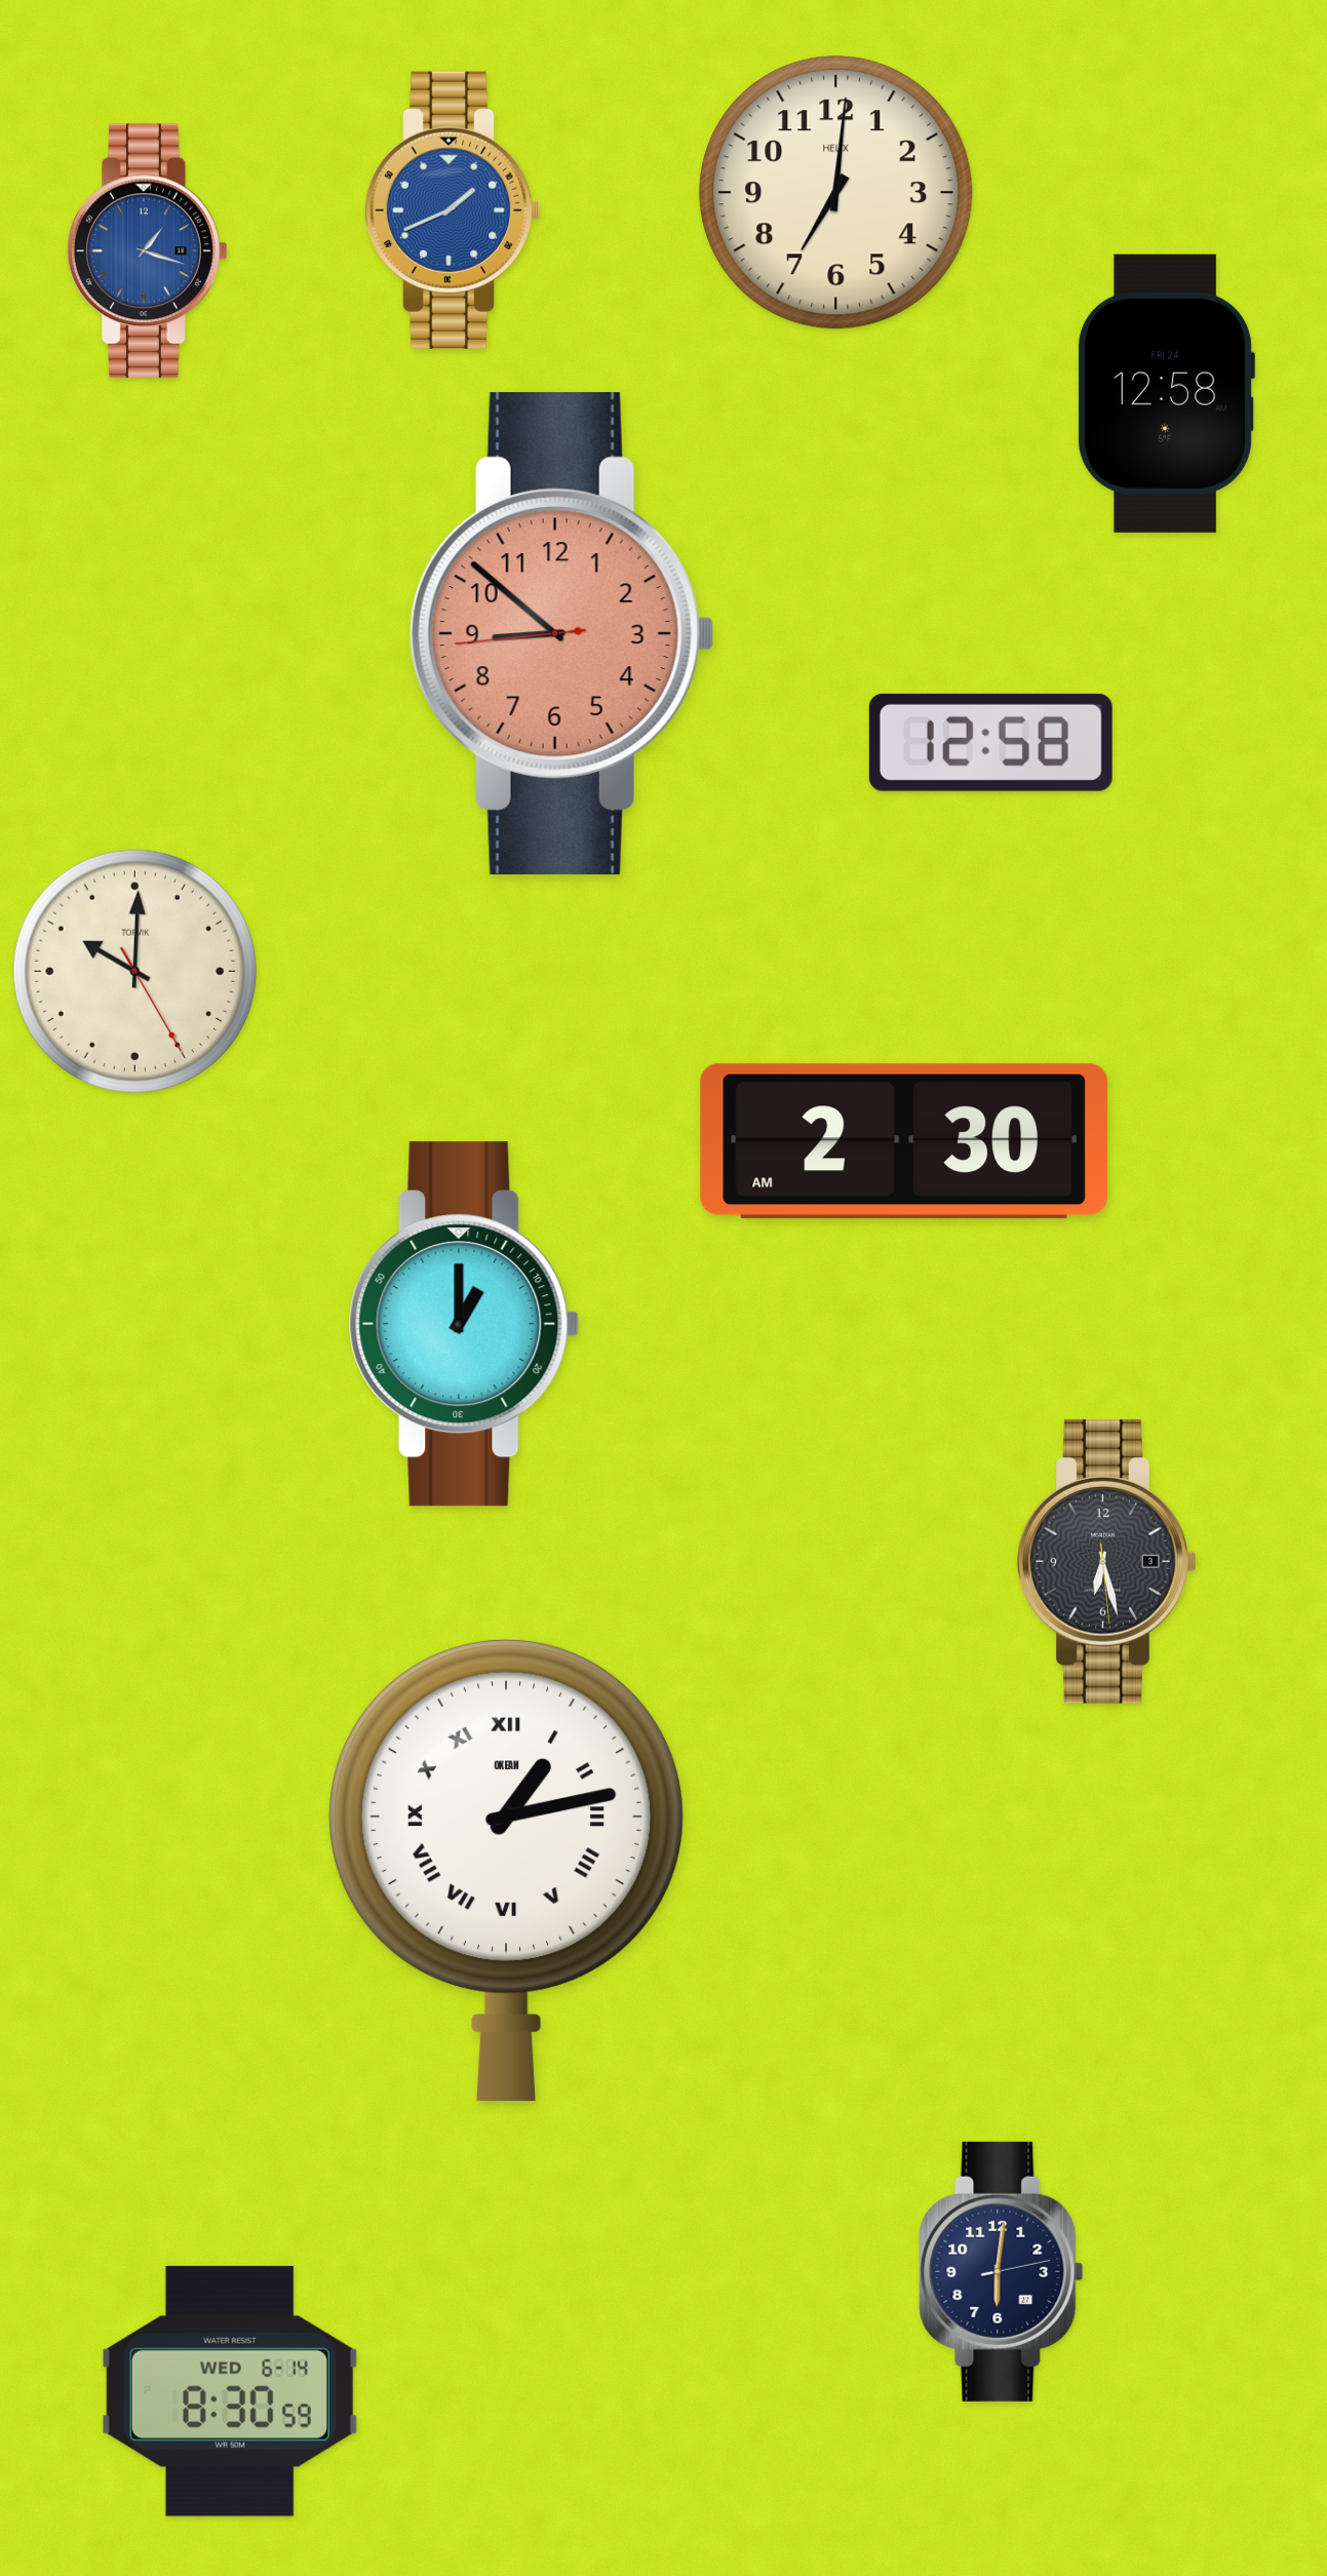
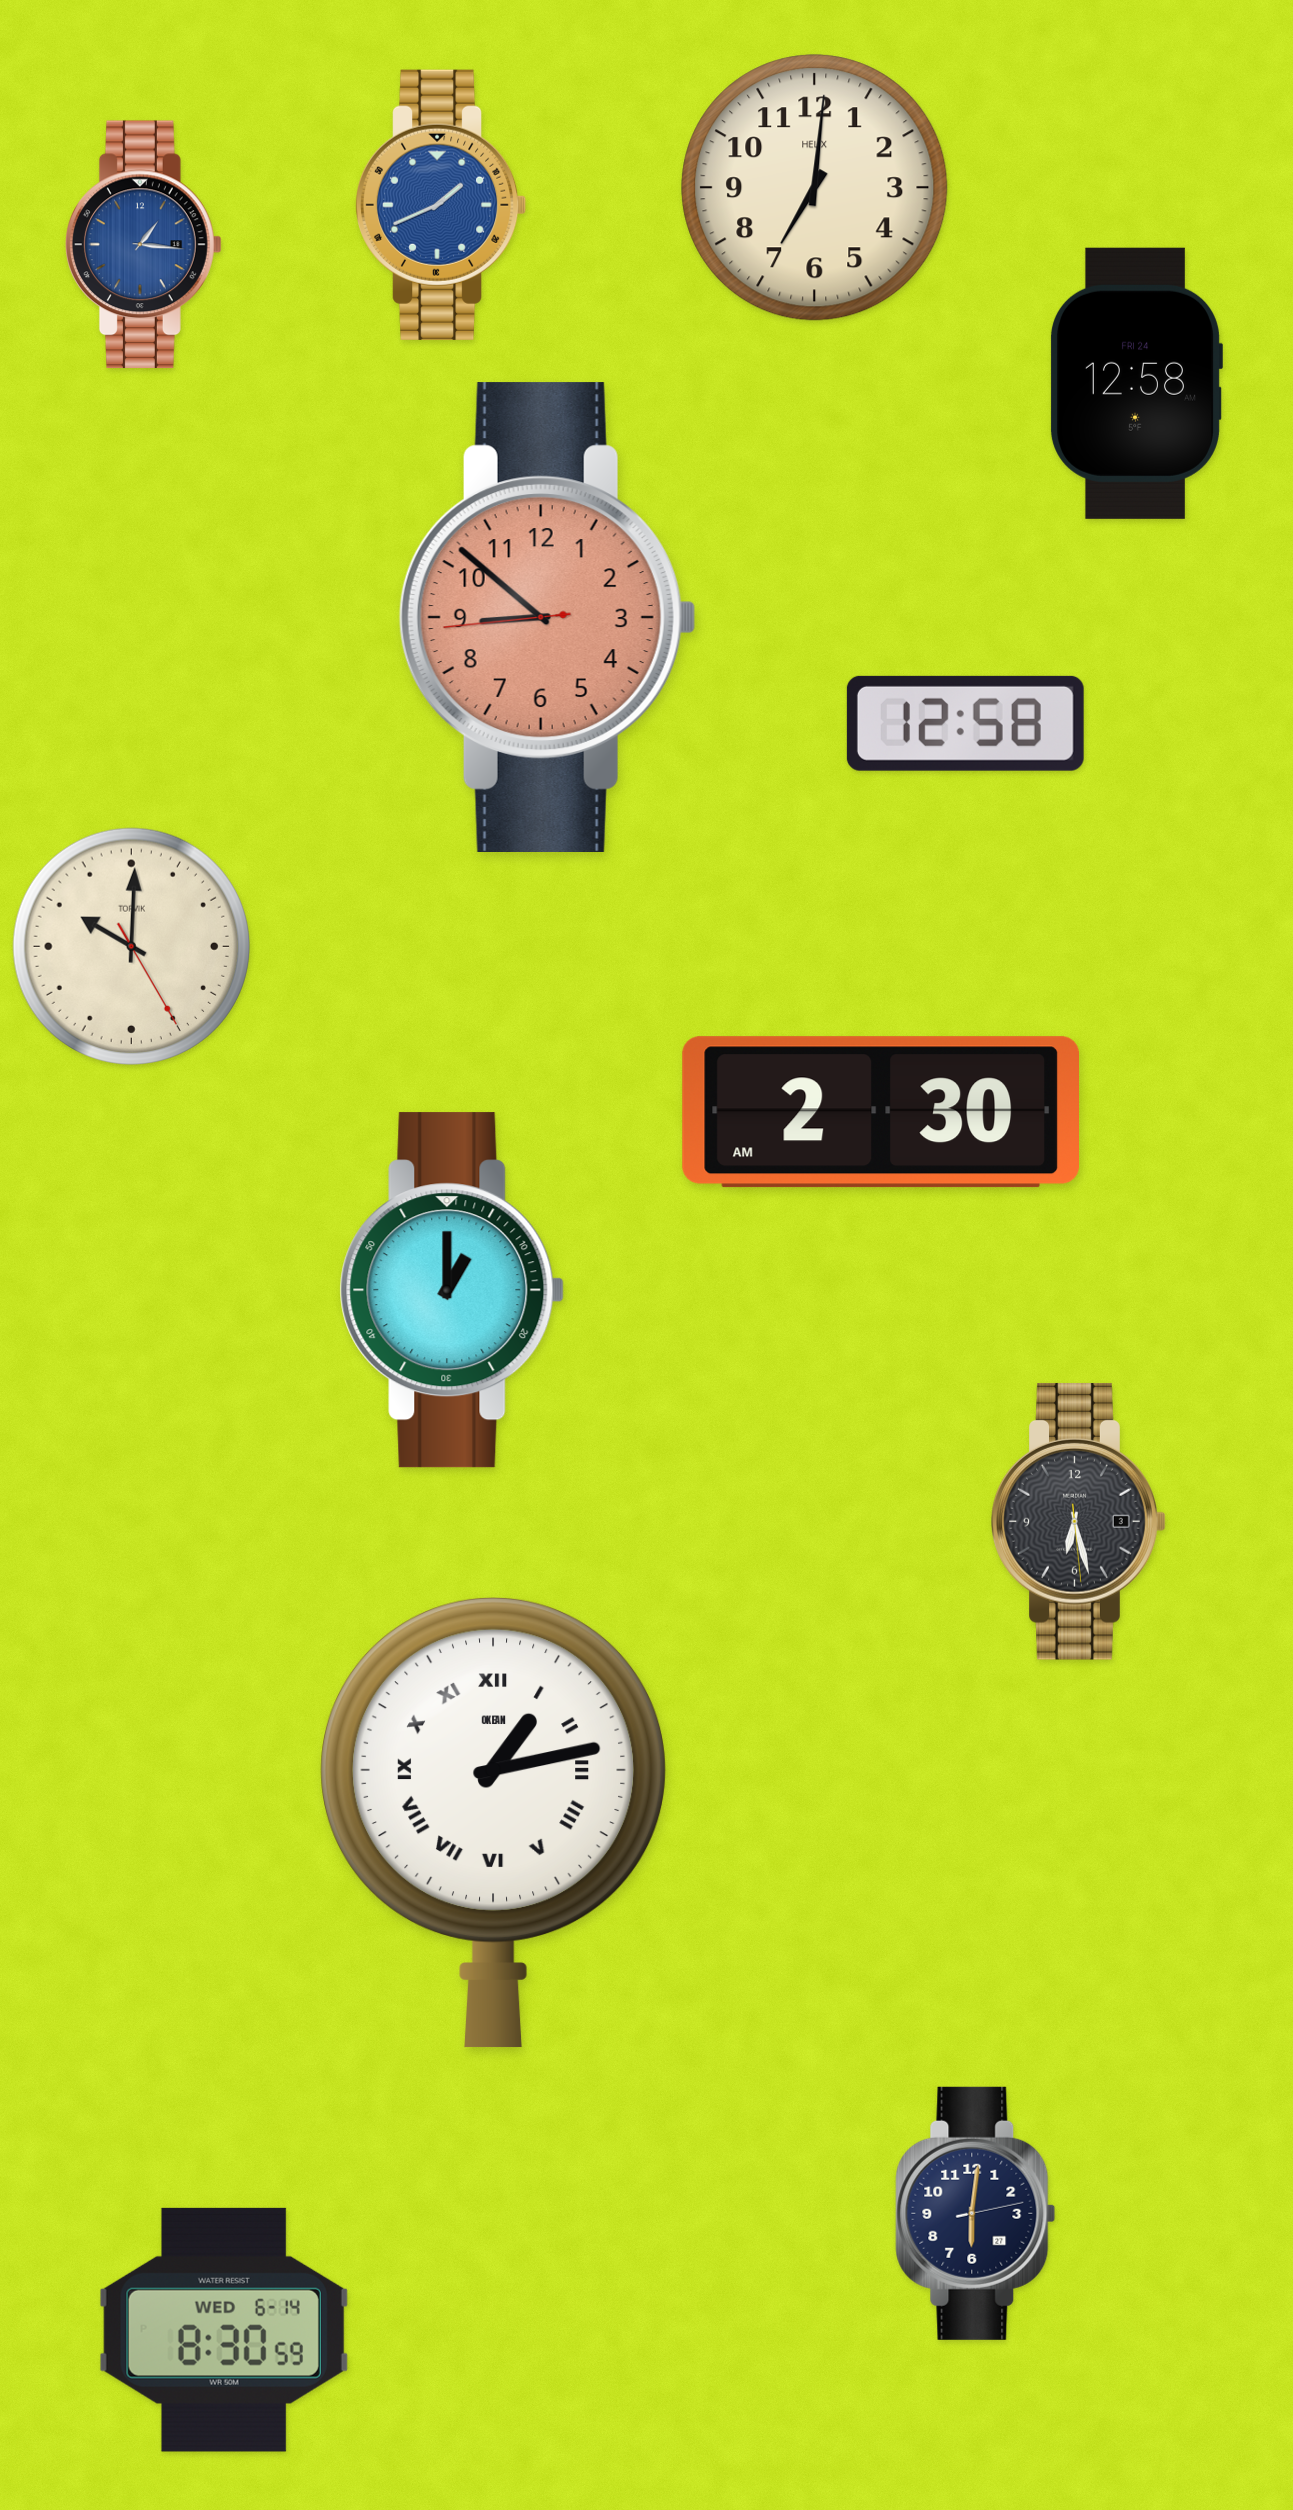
clock at (148, 251): 1:18 -> 1:16
